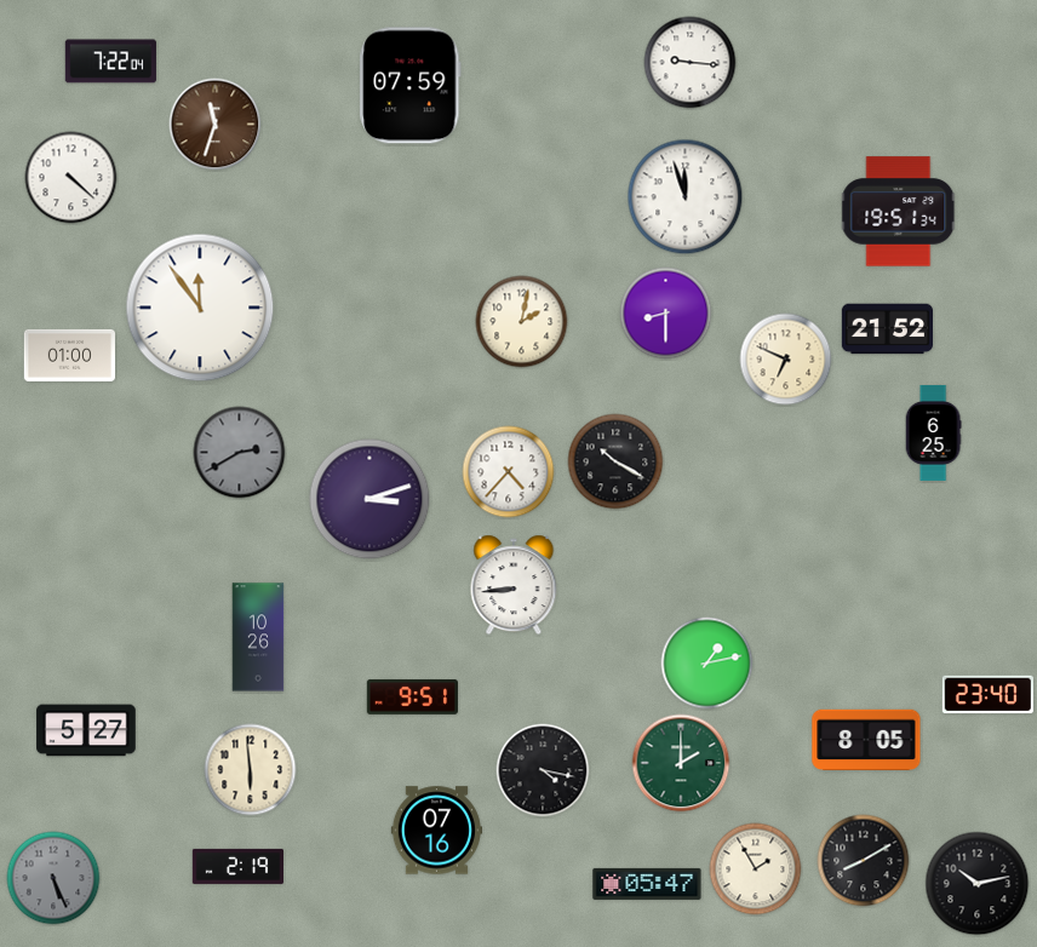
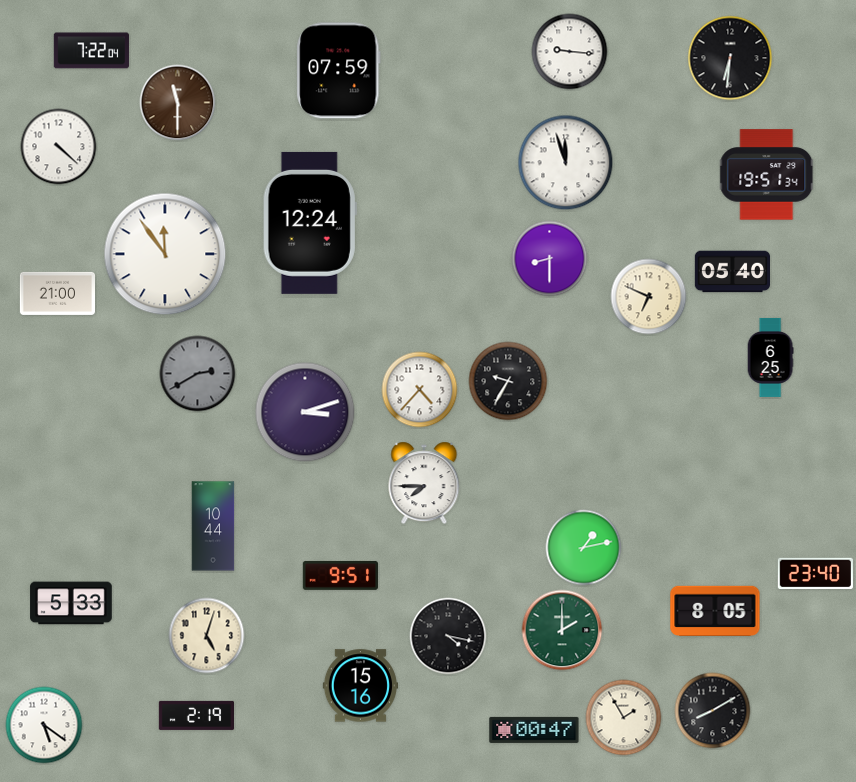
clock at (730, 58): none -> 6:31
clock at (216, 125): 11:33 -> 11:30
clock at (899, 212) position: (899, 212) -> (767, 175)
clock at (310, 223): none -> 12:24
clock at (522, 322): 2:02 -> none
clock at (887, 329): 21:52 -> 05:40
clock at (69, 355): 01:00 -> 21:00
clock at (615, 461): 10:20 -> 9:35
clock at (514, 585): 8:44 -> 7:45
clock at (258, 637): 10:26 -> 10:44
clock at (86, 730): 5:27 -> 5:33
clock at (251, 770): 5:59 -> 5:03
clock at (436, 831): 07:16 -> 15:16
clock at (53, 878): 5:26 -> 5:21
clock at (53, 878) dial: grey -> white
clock at (647, 884): 05:47 -> 00:47
clock at (978, 884): 10:13 -> none
